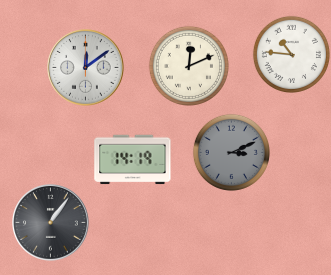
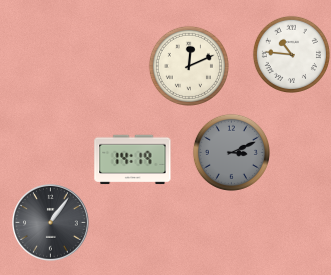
clock at (86, 68): 12:09 -> none
